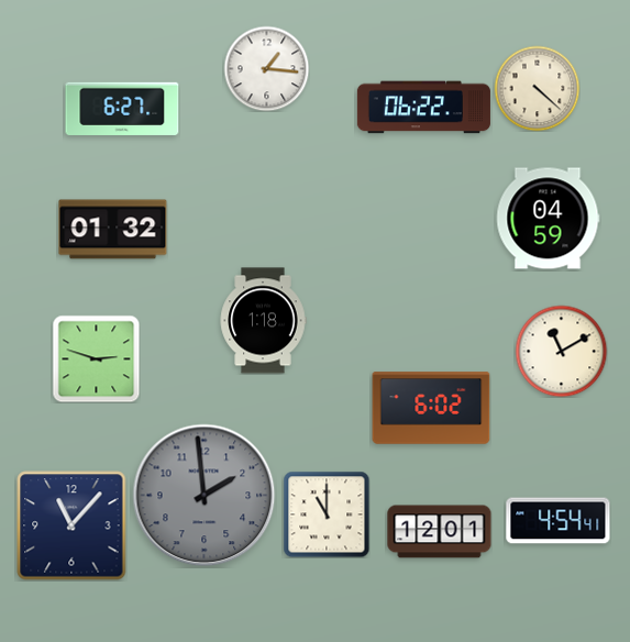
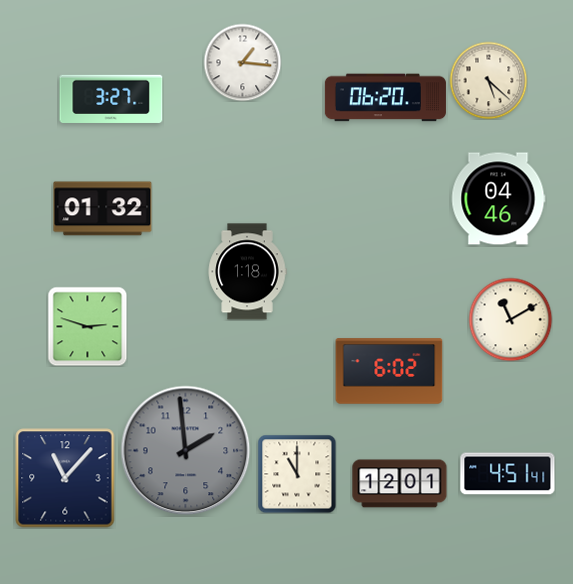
clock at (537, 88): 4:22 -> 5:22
clock at (423, 108): 06:22 -> 06:20
clock at (122, 109): 6:27 -> 3:27
clock at (548, 219): 04:59 -> 04:46
clock at (263, 321) position: (263, 321) -> (247, 272)
clock at (431, 408) position: (431, 408) -> (389, 371)
clock at (327, 514) position: (327, 514) -> (297, 474)
clock at (559, 521): 4:54 -> 4:51
